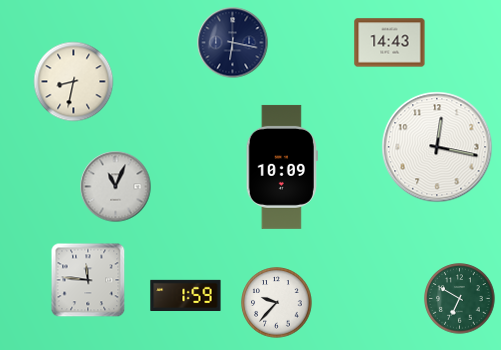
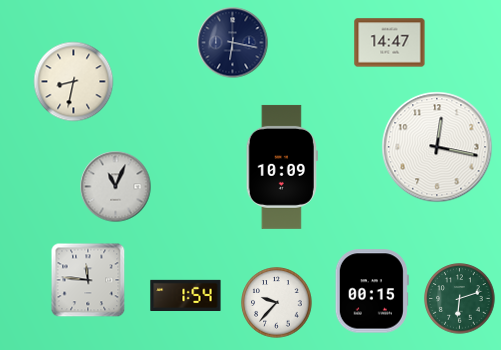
clock at (390, 43): 14:43 -> 14:47
clock at (372, 291): none -> 00:15
clock at (186, 295): 1:59 -> 1:54
clock at (460, 299): 6:50 -> 6:12
